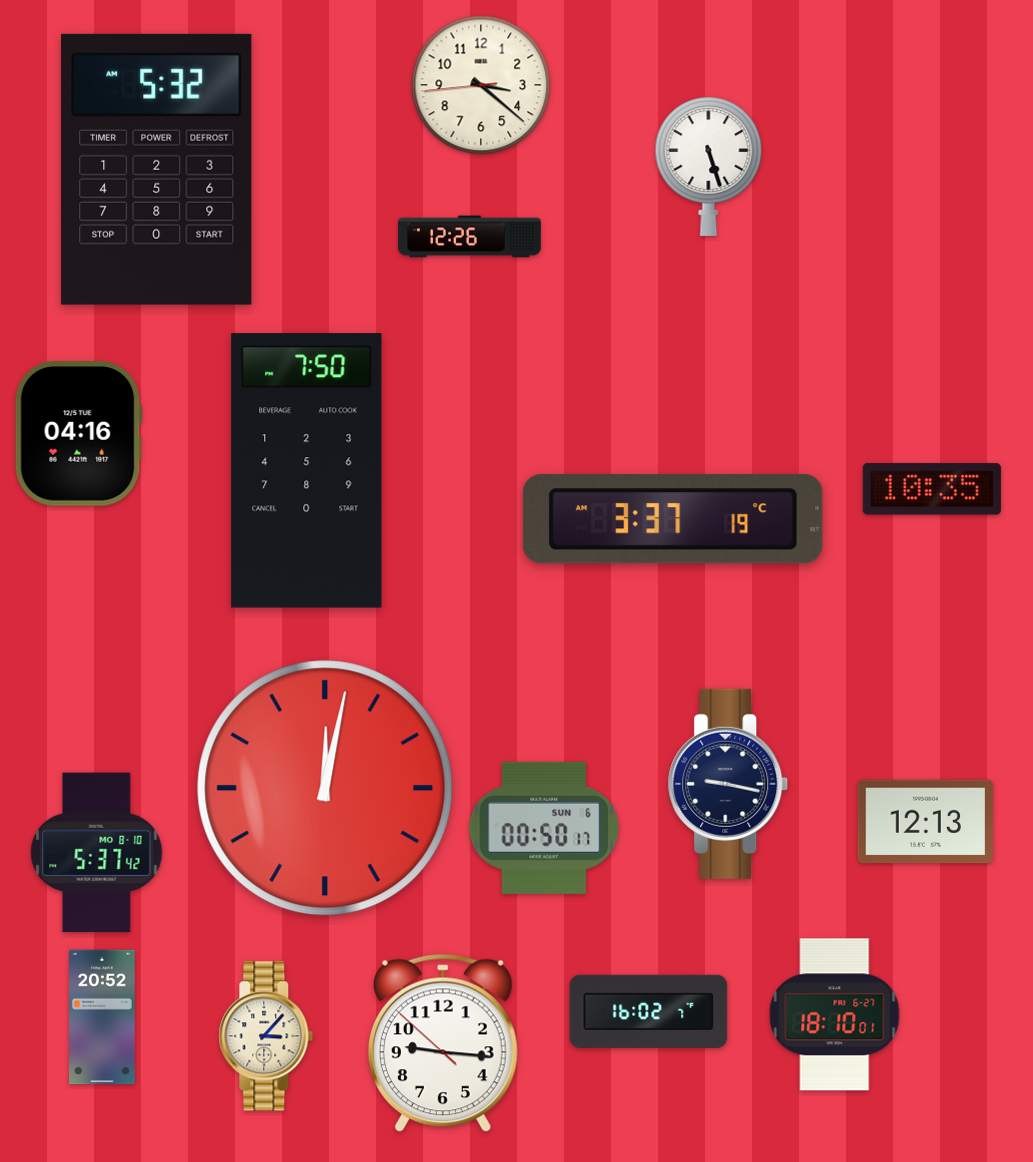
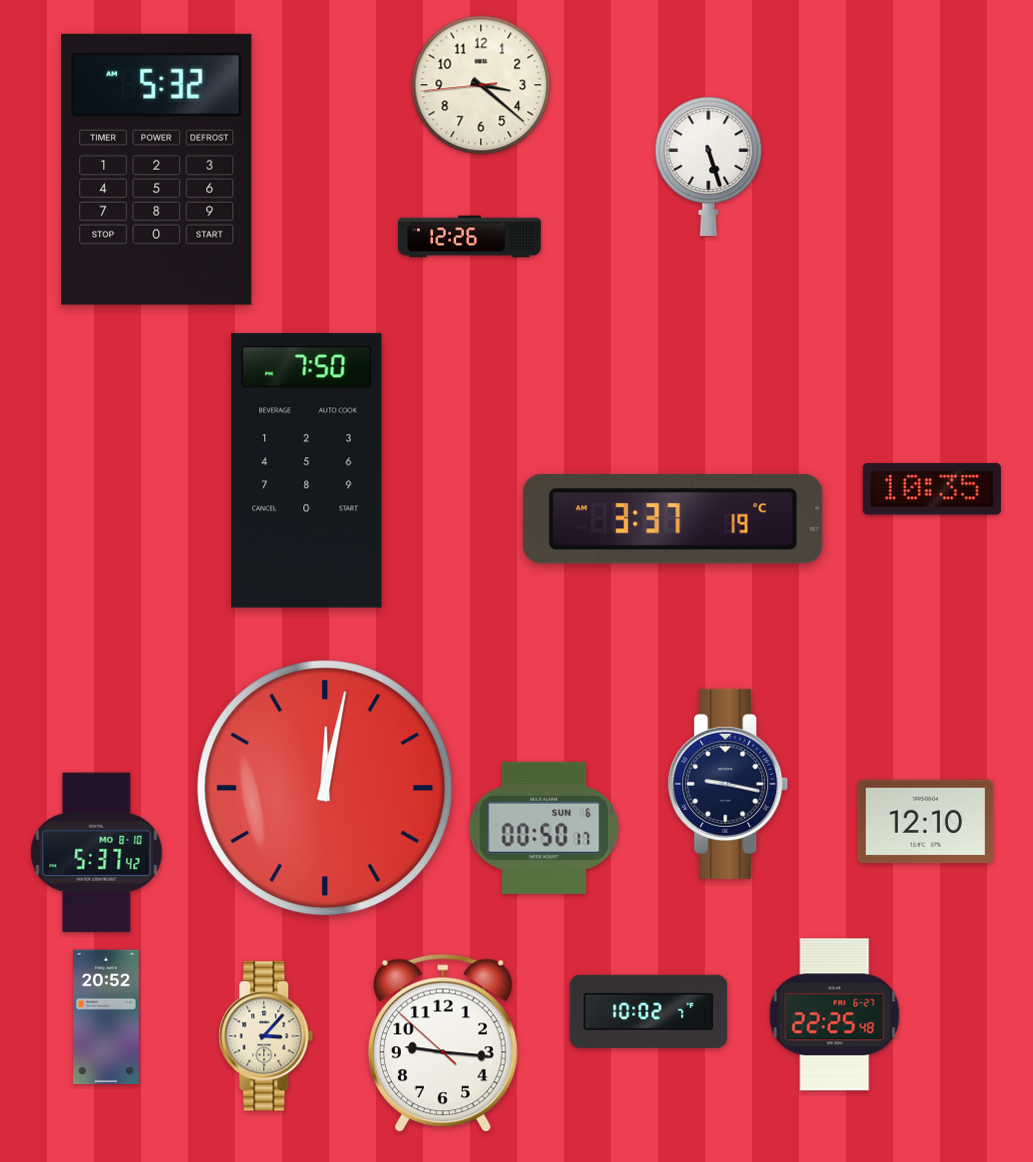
clock at (78, 434): 04:16 -> none
clock at (926, 822): 12:13 -> 12:10
clock at (649, 1011): 16:02 -> 10:02
clock at (835, 1015): 18:10 -> 22:25
clock at (103, 1017) position: (103, 1017) -> (107, 1017)
